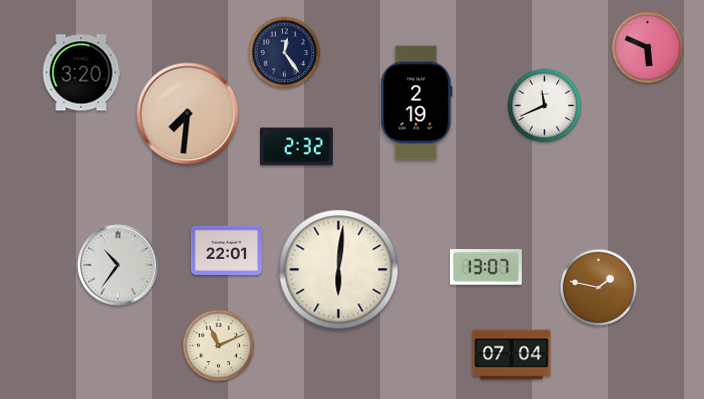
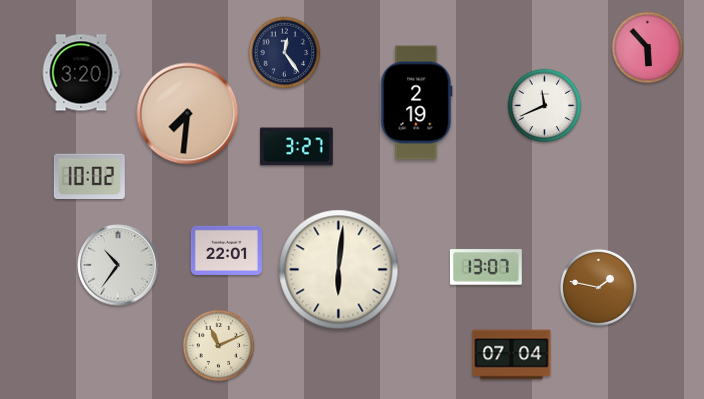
clock at (648, 48): 5:49 -> 5:53
clock at (297, 147): 2:32 -> 3:27
clock at (89, 176): none -> 10:02
